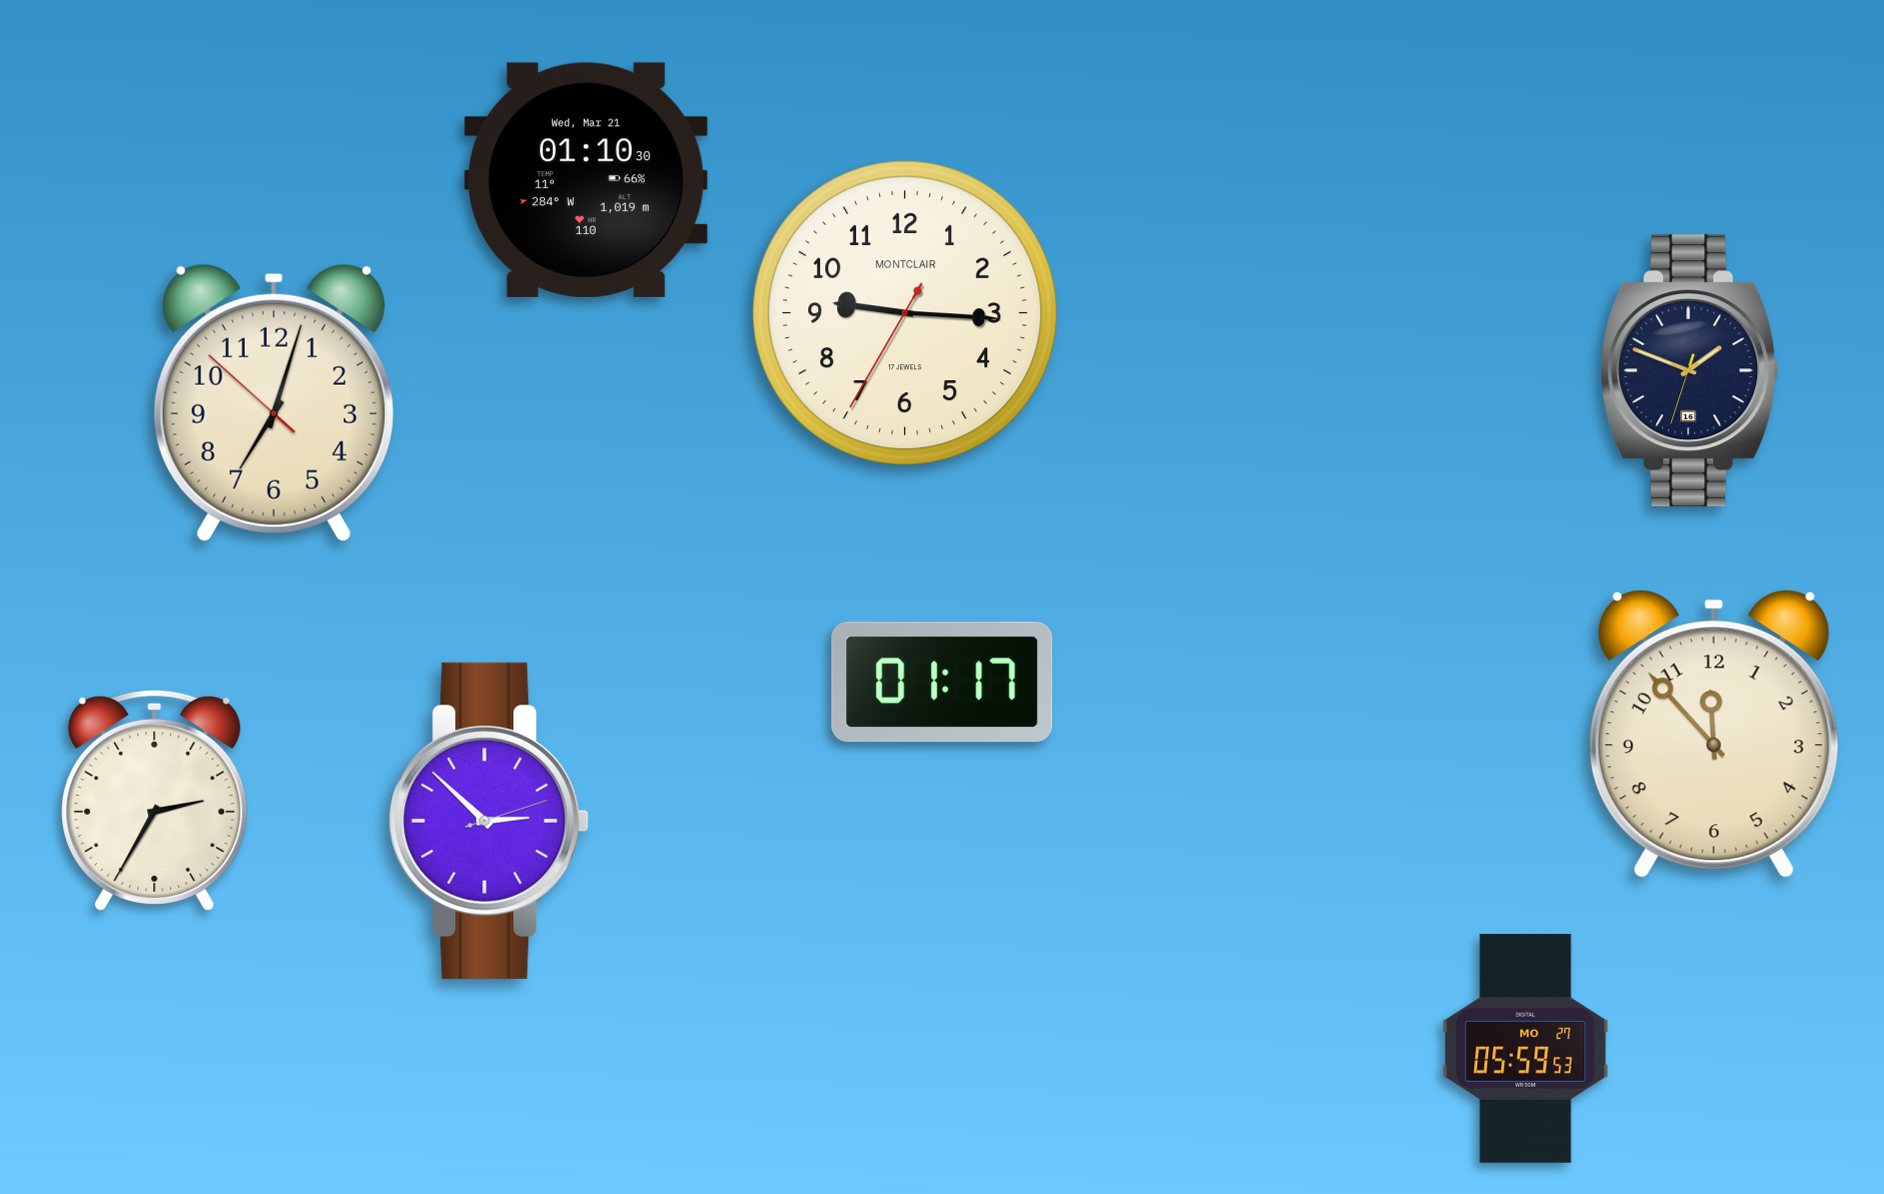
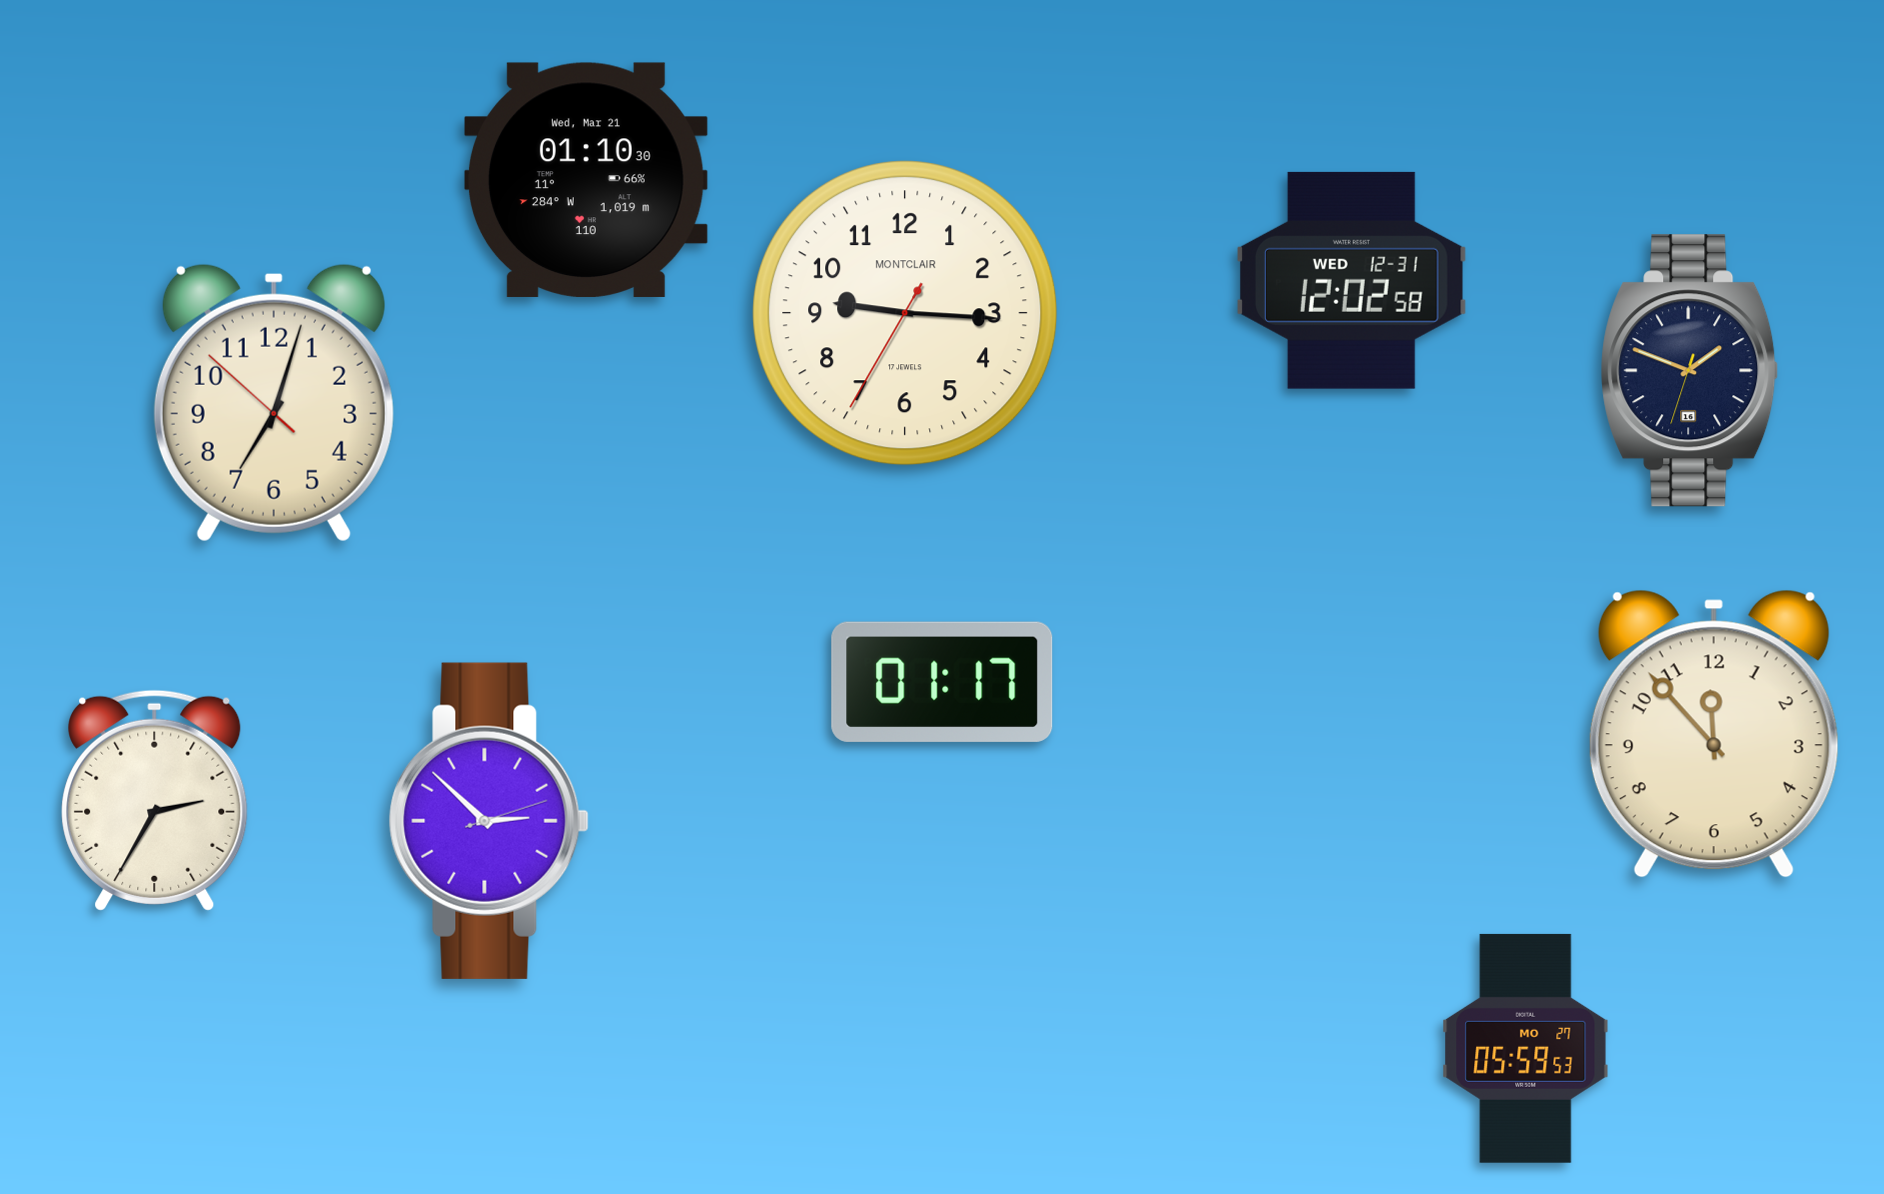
clock at (1352, 280): none -> 12:02
